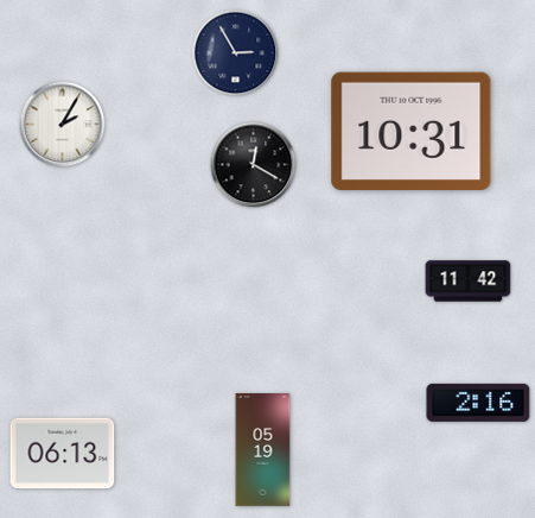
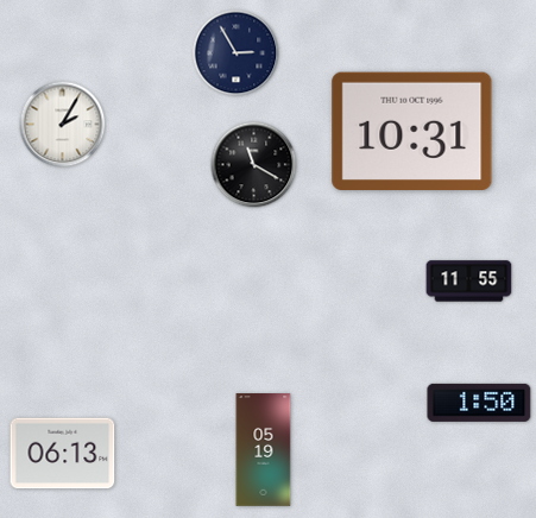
clock at (254, 165): 12:20 -> 11:20
clock at (469, 282): 11:42 -> 11:55
clock at (478, 403): 2:16 -> 1:50
